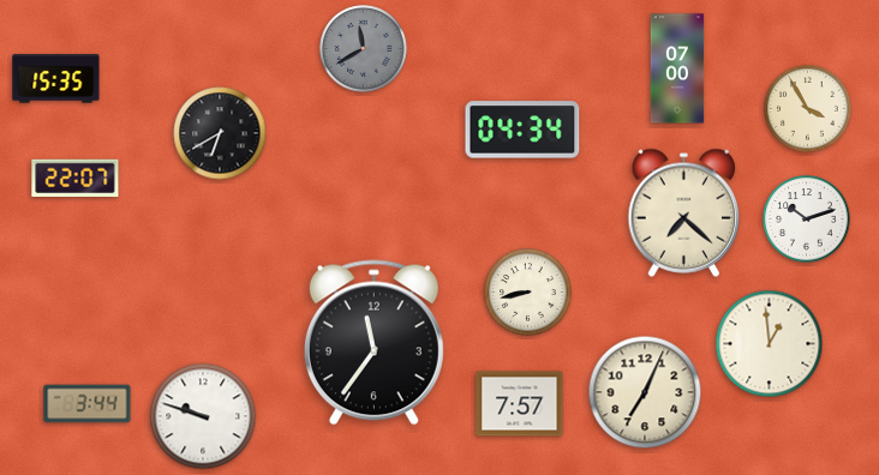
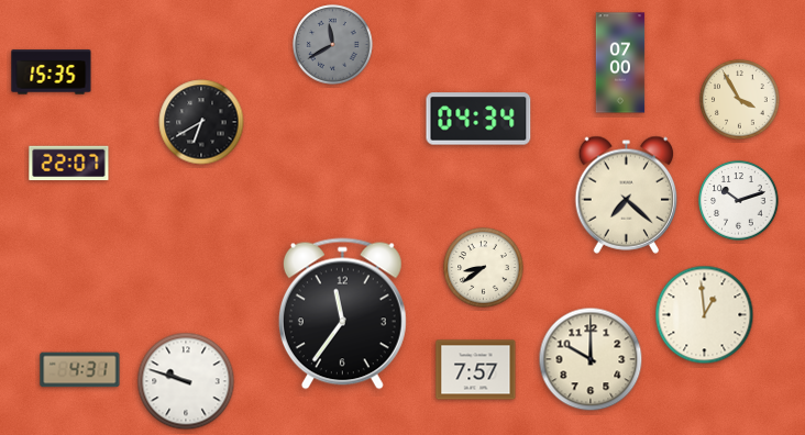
clock at (528, 293): 8:43 -> 8:39
clock at (645, 392): 7:04 -> 10:00
clock at (88, 404): 3:44 -> 4:31
